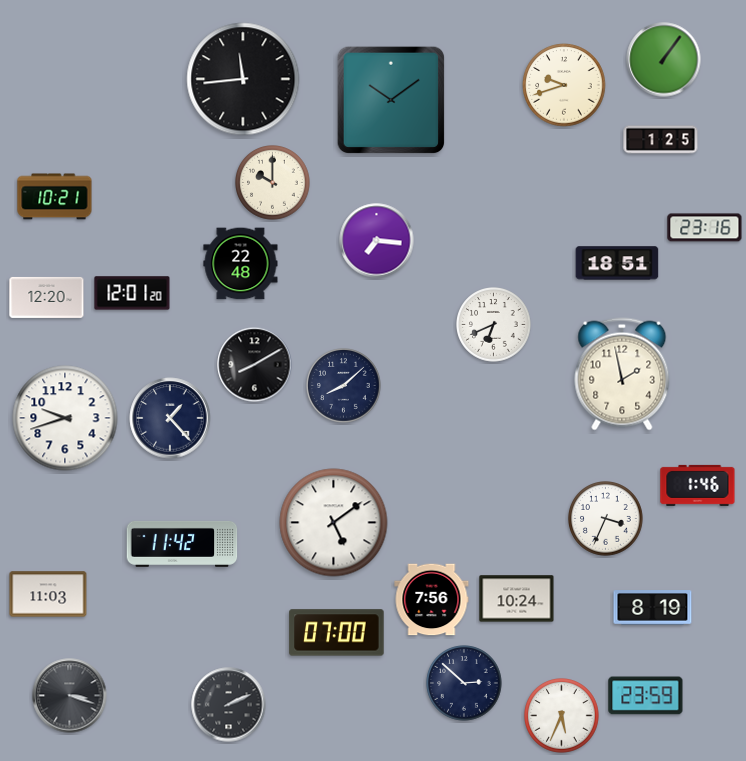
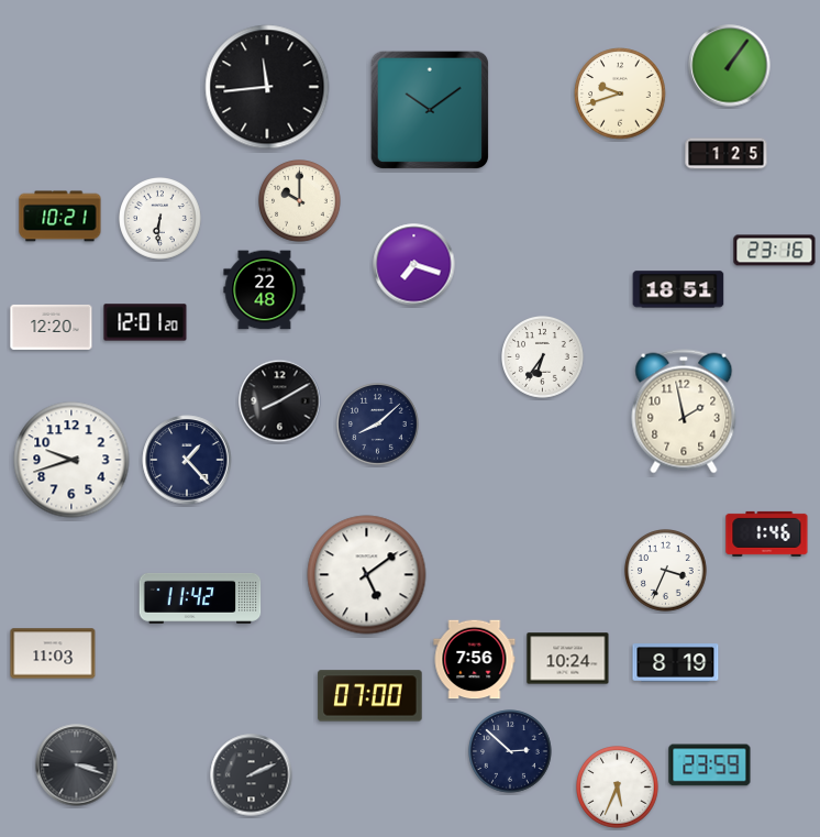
clock at (160, 219): none -> 6:31
clock at (377, 241): 7:16 -> 7:18
clock at (494, 325): 6:41 -> 6:36
clock at (653, 608) position: (653, 608) -> (676, 663)
